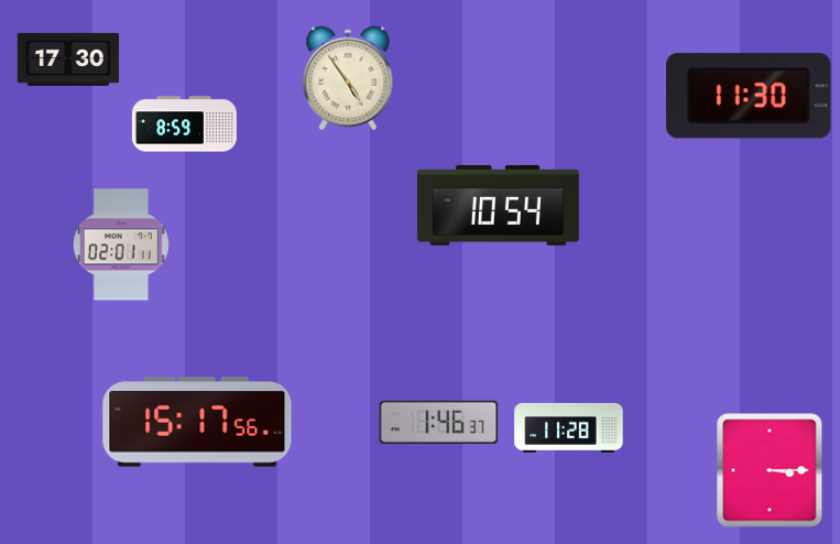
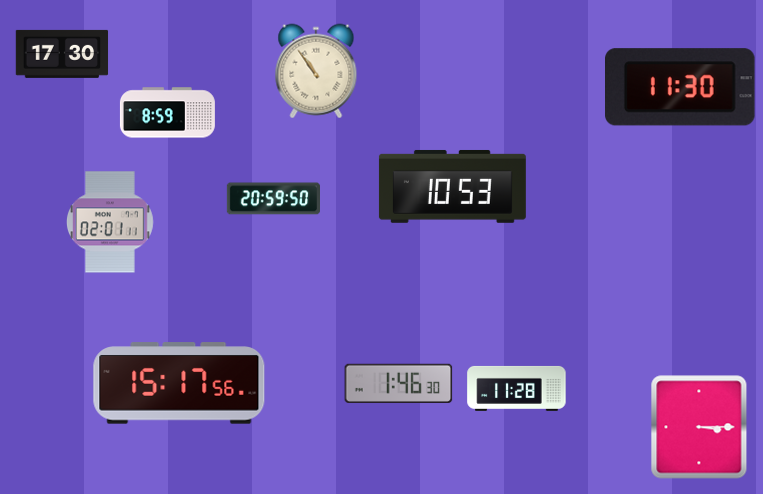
clock at (348, 78): 4:54 -> 10:54
clock at (498, 205): 10:54 -> 10:53
clock at (273, 199): none -> 20:59
clock at (439, 422): 1:46:37 -> 1:46:30
